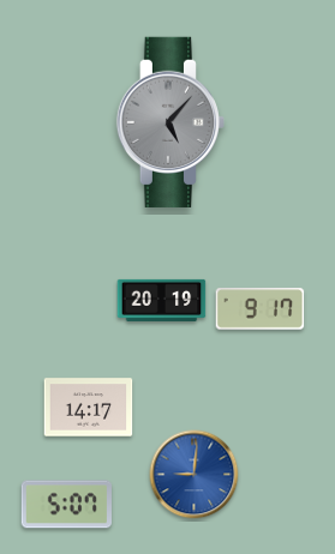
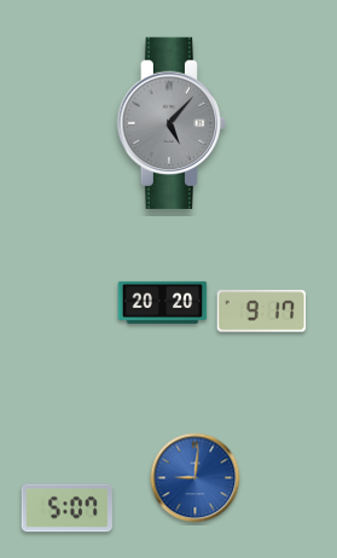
clock at (162, 300): 20:19 -> 20:20
clock at (89, 408): 14:17 -> none
